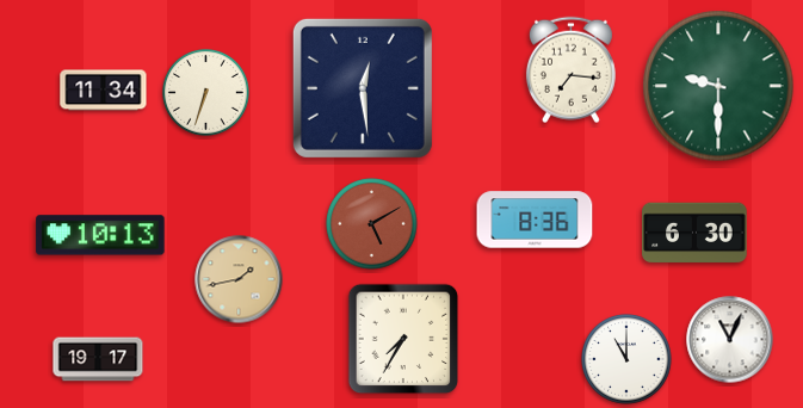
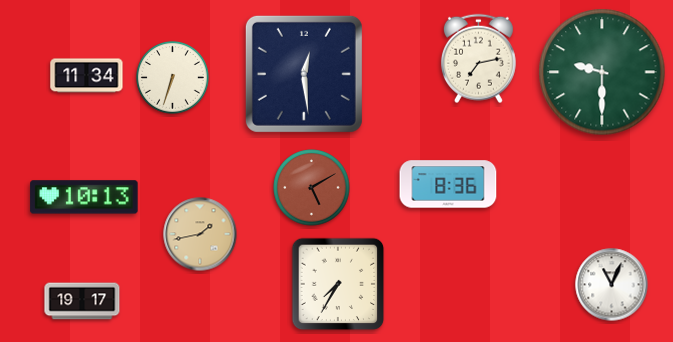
clock at (570, 70): 7:16 -> 7:13
clock at (694, 233): 6:30 -> none
clock at (626, 359): 11:00 -> none
